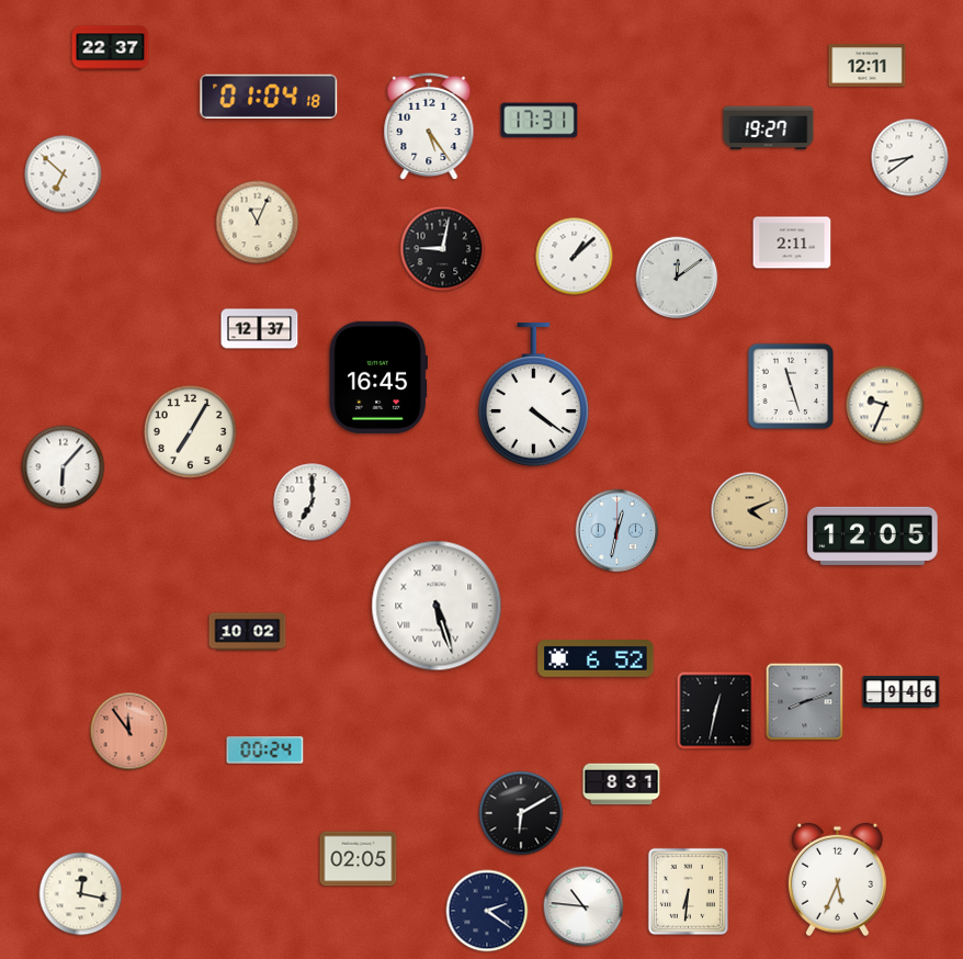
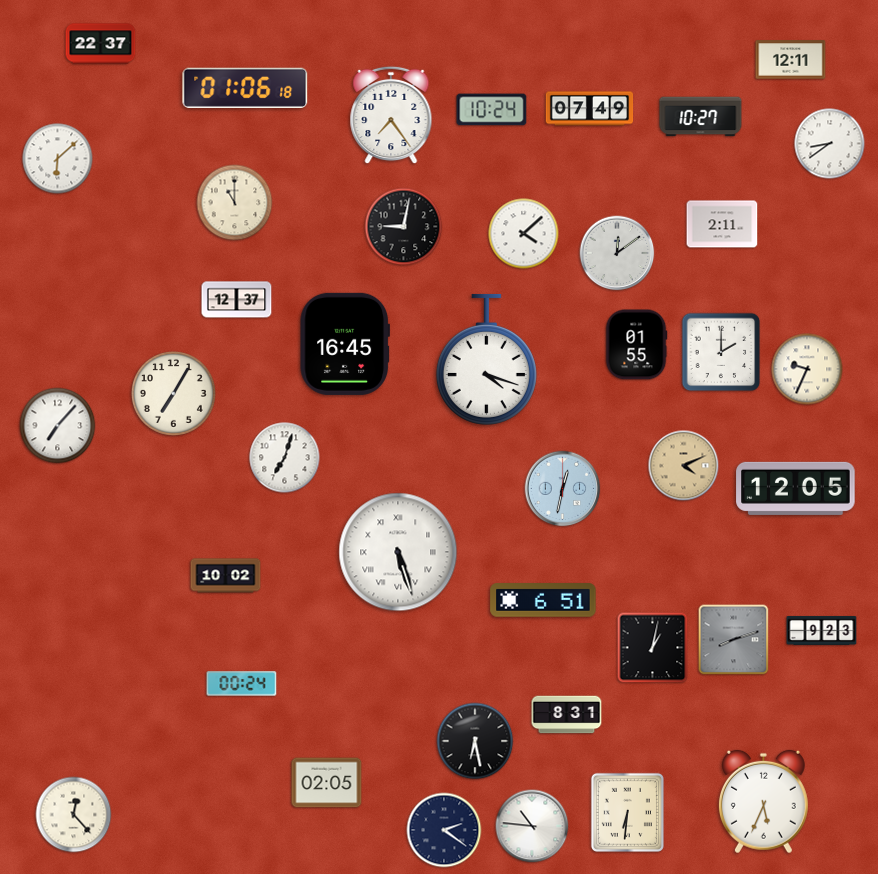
clock at (269, 97): 01:04 -> 01:06
clock at (590, 109): none -> 07:49
clock at (540, 121): 17:31 -> 10:24
clock at (429, 126): 5:24 -> 7:24
clock at (769, 128): 19:27 -> 10:27
clock at (64, 174): 6:52 -> 6:08
clock at (258, 223): 11:04 -> 11:00
clock at (792, 242) position: (792, 242) -> (722, 224)
clock at (575, 257): 1:08 -> 4:08
clock at (636, 345): none -> 01:55
clock at (791, 386): 11:27 -> 2:00
clock at (533, 394): 4:21 -> 4:18
clock at (64, 467): 6:07 -> 7:07
clock at (313, 503): 7:00 -> 7:03
clock at (618, 531) position: (618, 531) -> (563, 489)
clock at (596, 658): 6:52 -> 6:51
clock at (902, 691): 9:46 -> 9:23
clock at (716, 711): 12:32 -> 1:02
clock at (129, 732): 11:54 -> none
clock at (521, 813): 6:10 -> 6:28
clock at (81, 894): 12:17 -> 12:23
